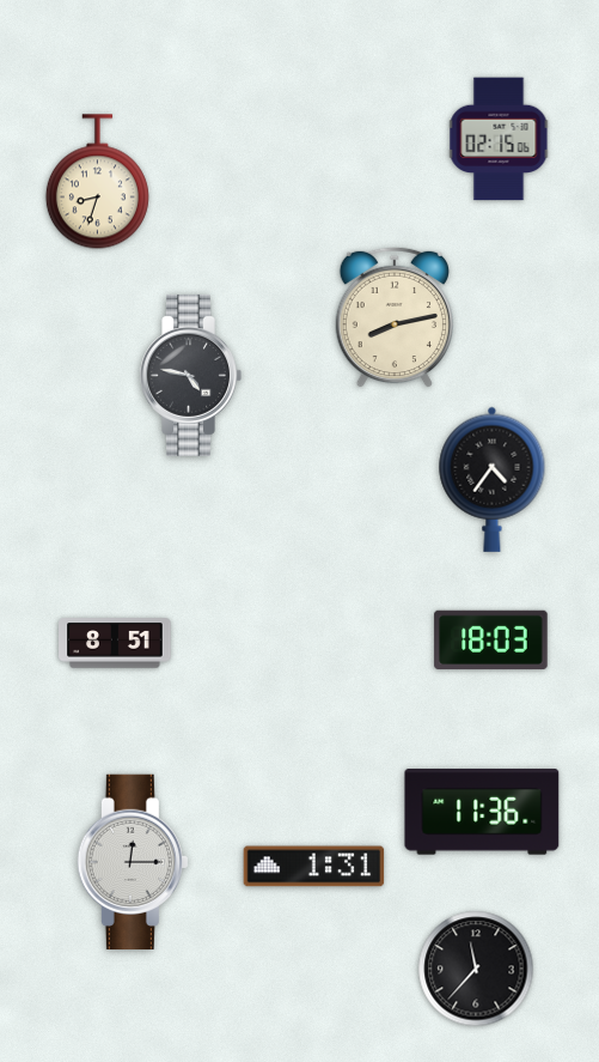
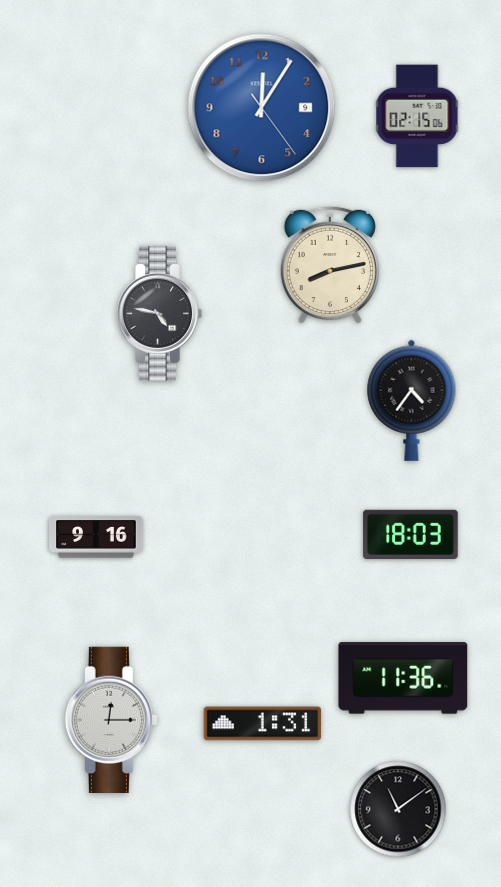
clock at (262, 108): none -> 12:05
clock at (97, 182): 8:33 -> none
clock at (115, 643): 8:51 -> 9:16
clock at (476, 969): 11:37 -> 11:09
